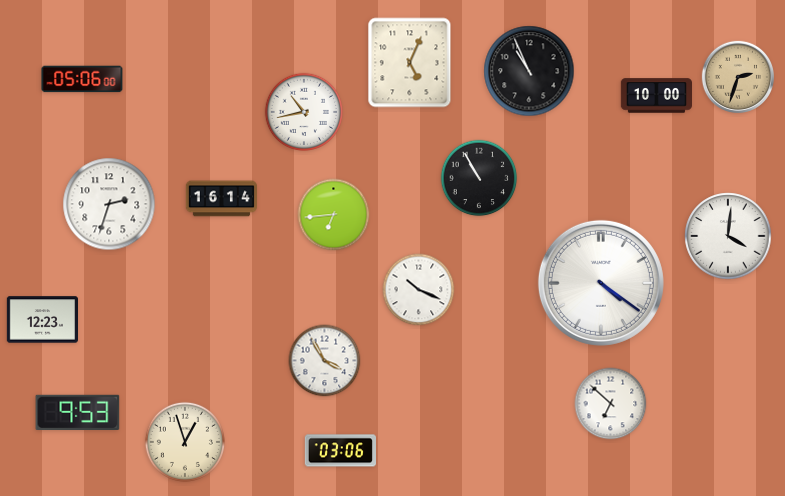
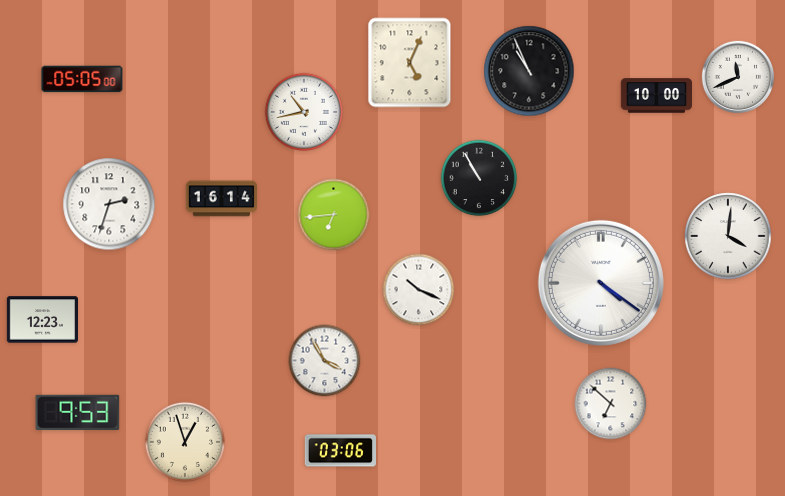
clock at (737, 76): 2:33 -> 11:41
clock at (737, 76) dial: champagne -> white
clock at (82, 79): 05:06 -> 05:05
